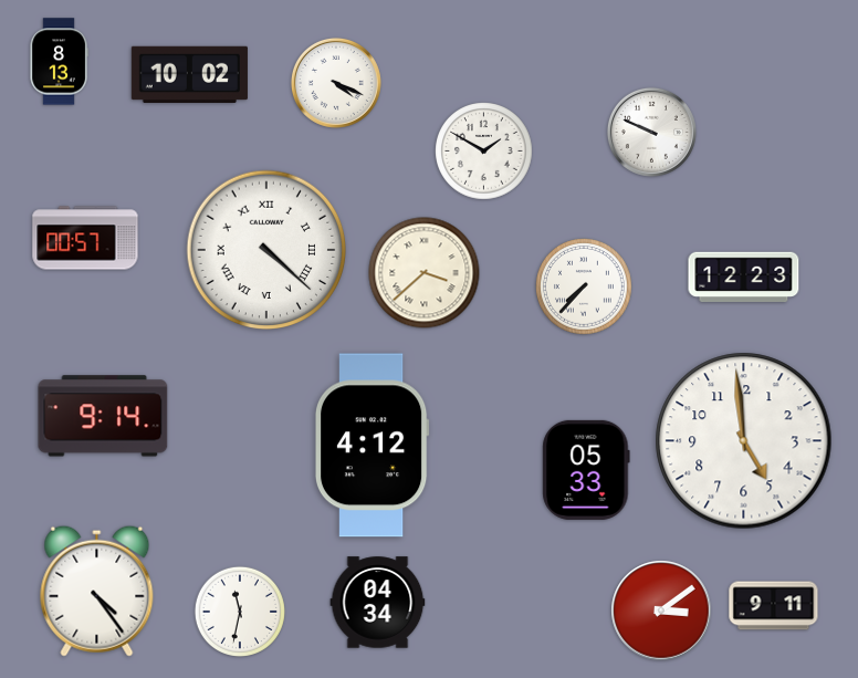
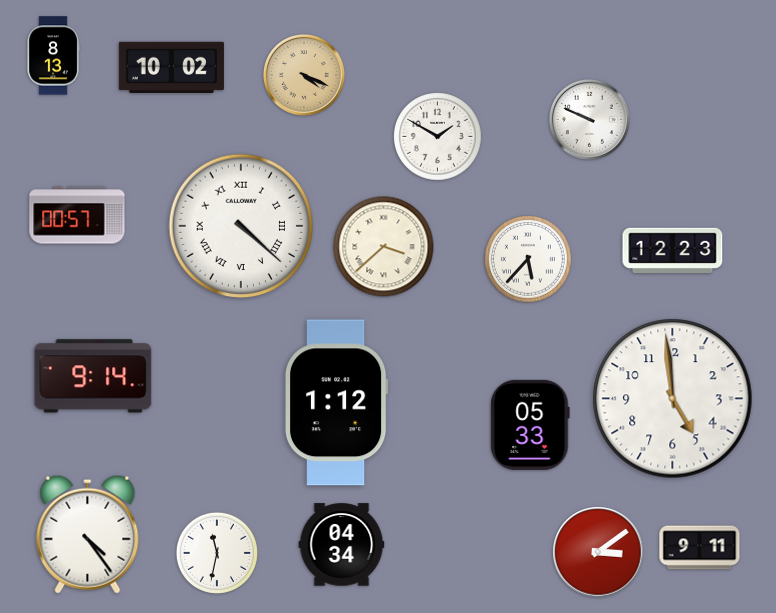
clock at (336, 83) dial: white -> champagne
clock at (585, 288): 7:37 -> 5:37
clock at (372, 446): 4:12 -> 1:12
